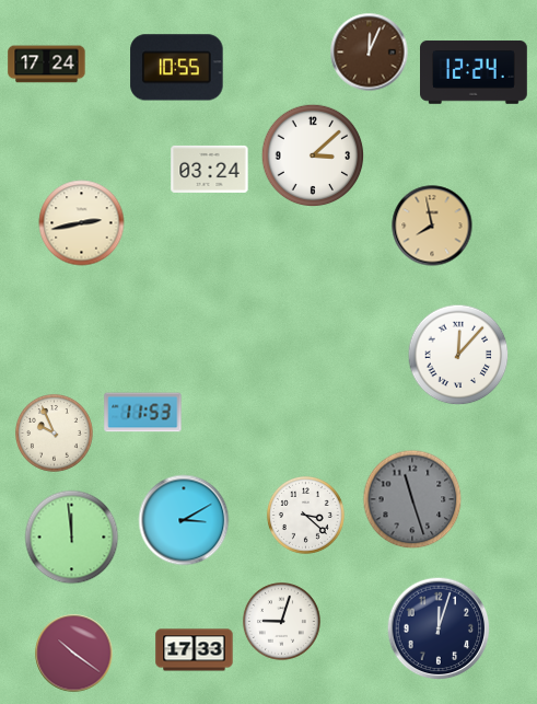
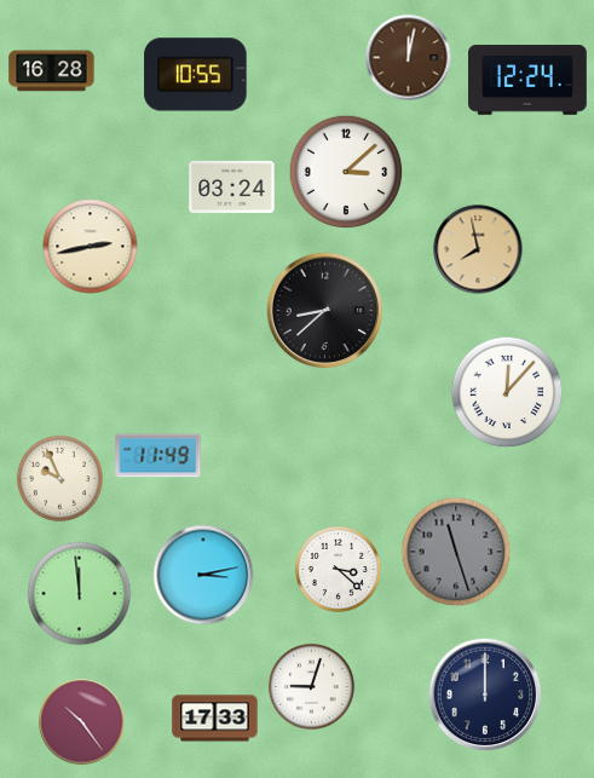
clock at (370, 53): 12:04 -> 12:02
clock at (47, 65): 17:24 -> 16:28
clock at (475, 72) position: (475, 72) -> (529, 80)
clock at (324, 310): none -> 8:38
clock at (143, 413): 11:53 -> 11:49
clock at (184, 520): 3:10 -> 3:13
clock at (439, 628): 12:03 -> 12:00
clock at (74, 654): 10:21 -> 10:24
